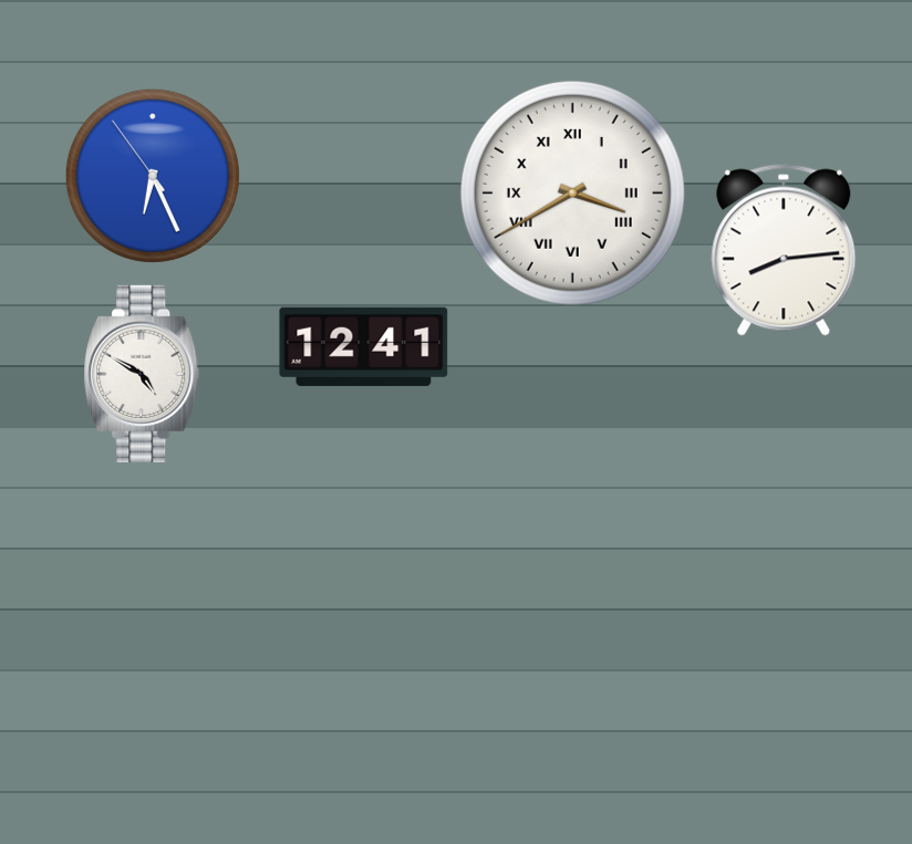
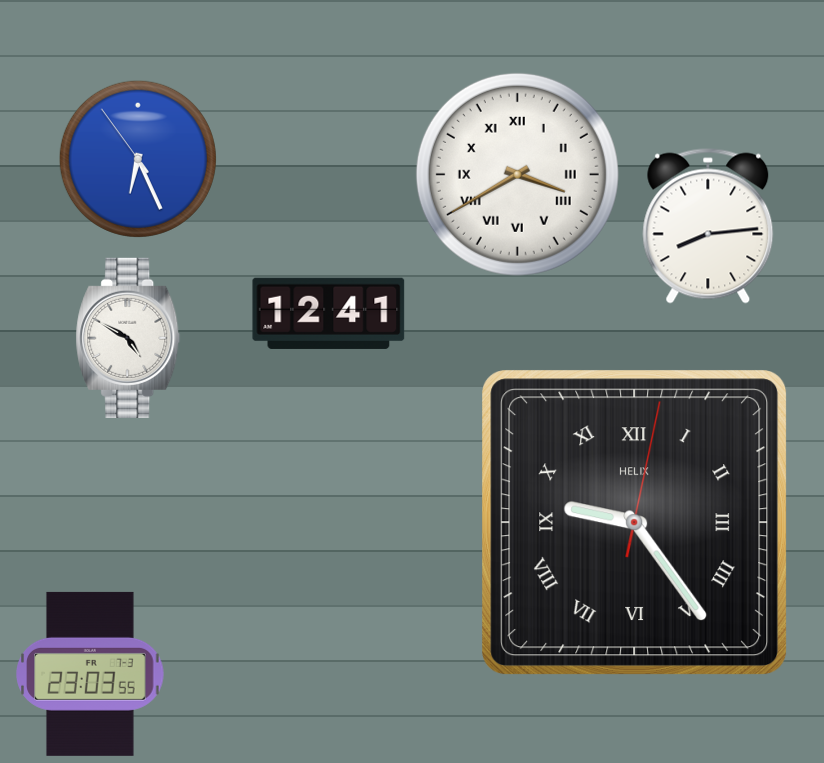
clock at (635, 523): none -> 9:24
clock at (90, 674): none -> 23:03
